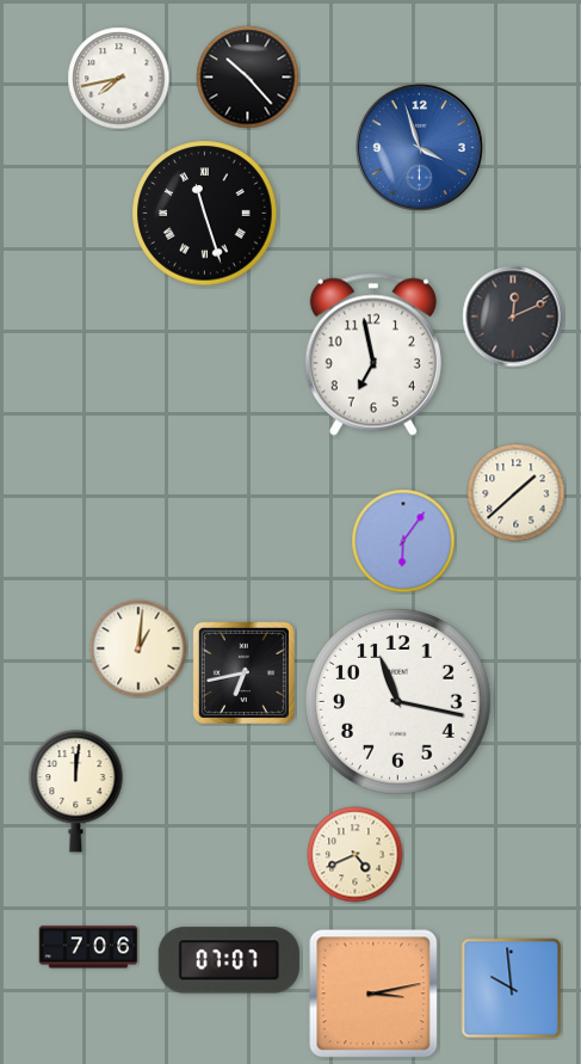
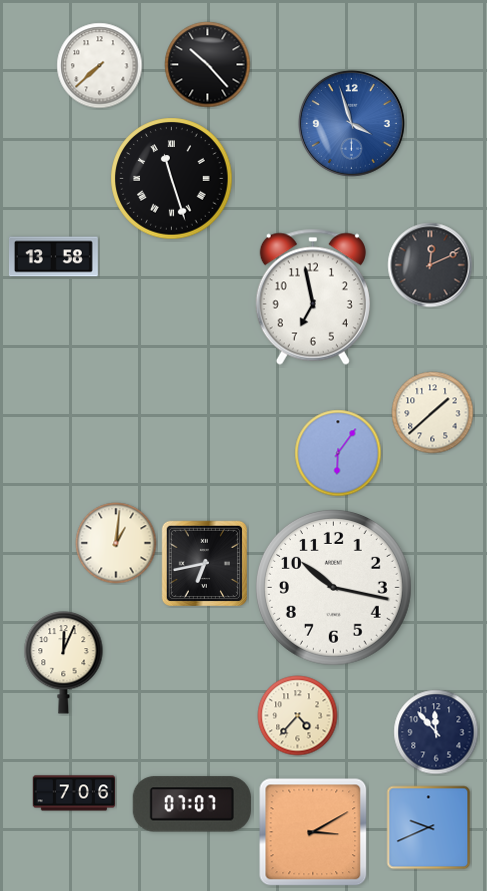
clock at (119, 79): 7:43 -> 7:38
clock at (53, 257): none -> 13:58
clock at (397, 701): 11:17 -> 10:17
clock at (76, 792): 12:01 -> 12:04
clock at (356, 855): 4:41 -> 4:37
clock at (436, 732): none -> 11:53
clock at (512, 989): 9:59 -> 9:41
clock at (373, 994): 3:13 -> 3:10
